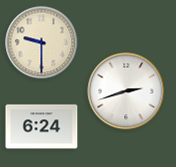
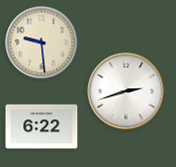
clock at (42, 43): 9:30 -> 9:29
clock at (42, 127): 6:24 -> 6:22
